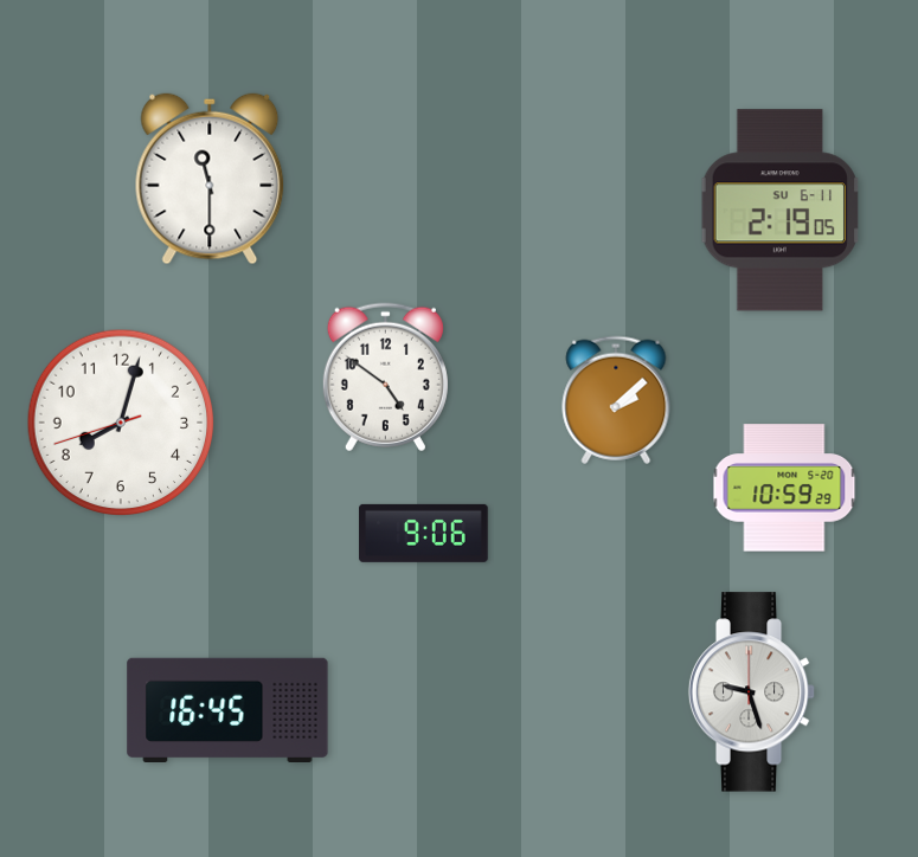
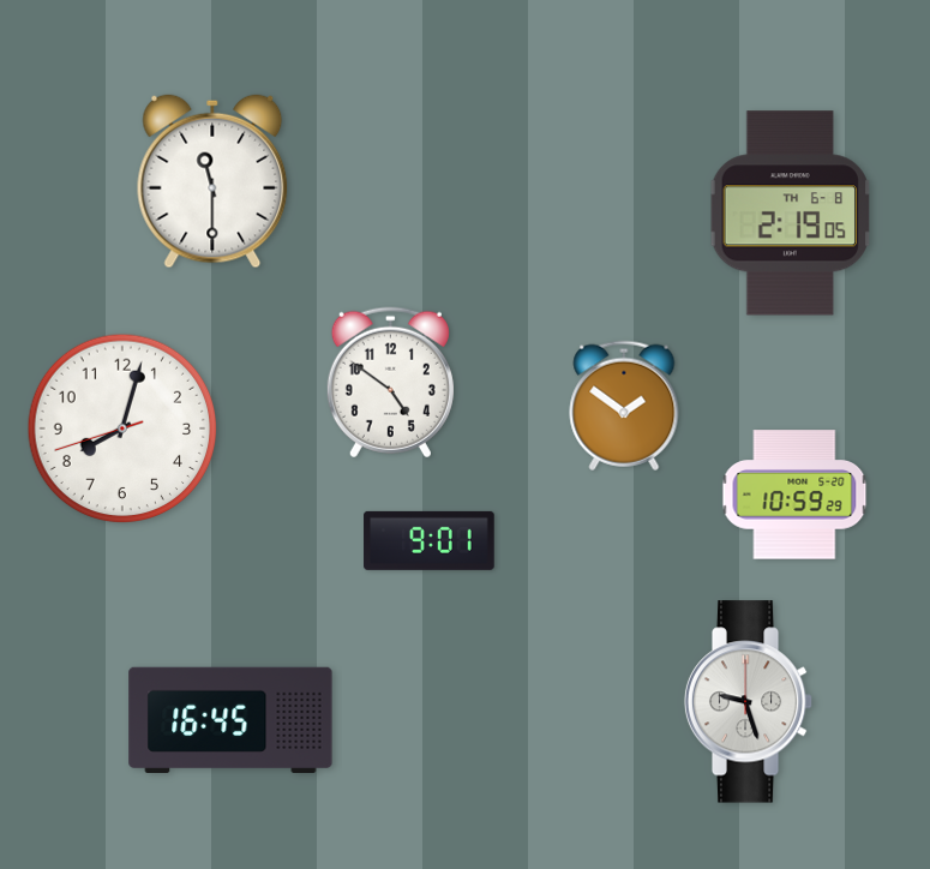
clock at (779, 211) date: SU 6-11 -> TH 6-8
clock at (616, 400): 2:08 -> 1:51
clock at (424, 533): 9:06 -> 9:01
clock at (752, 692) position: (752, 692) -> (749, 702)
